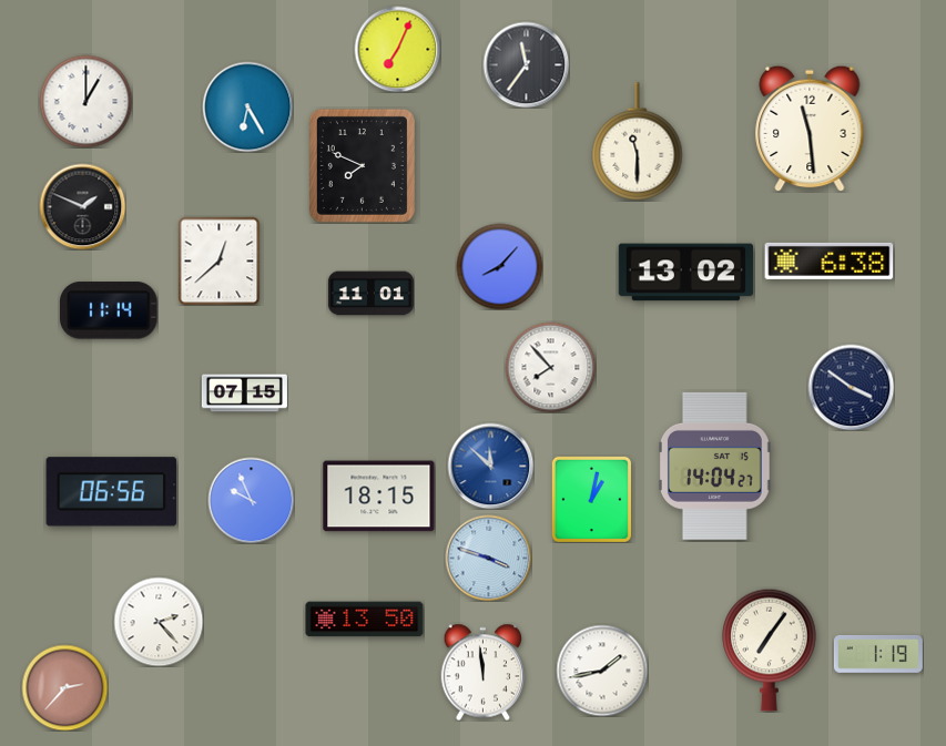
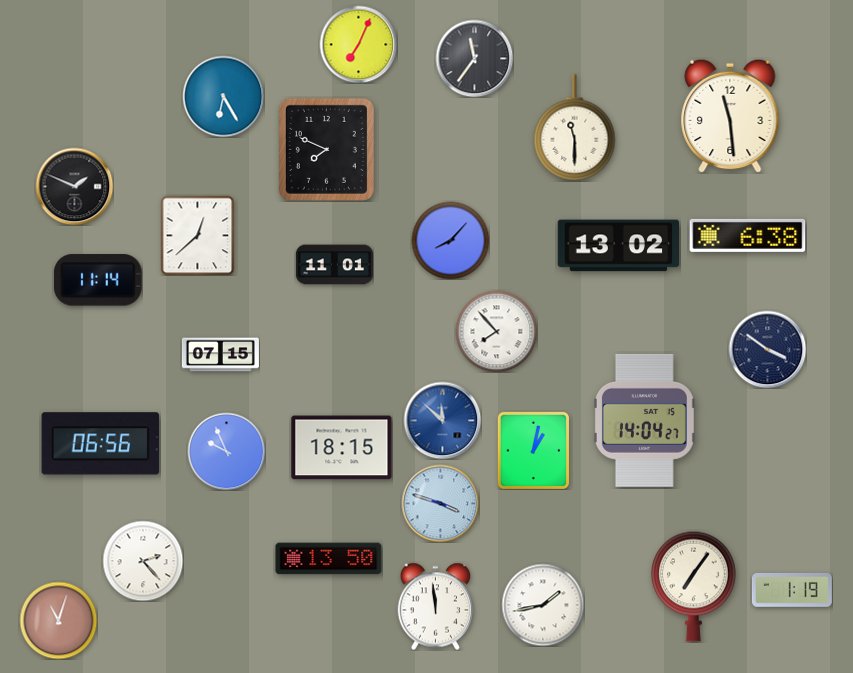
clock at (85, 101): 1:00 -> none
clock at (64, 687): 2:37 -> 11:03
